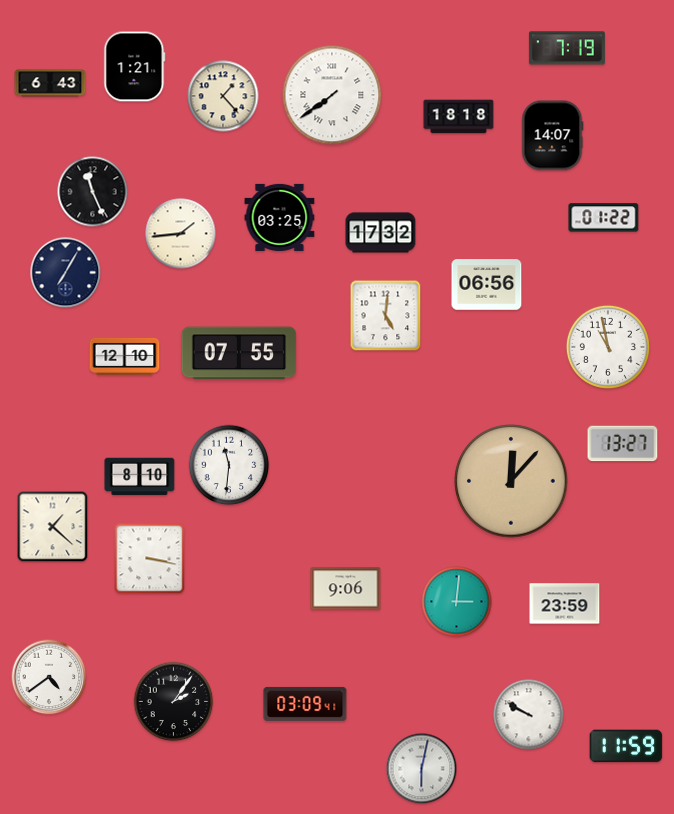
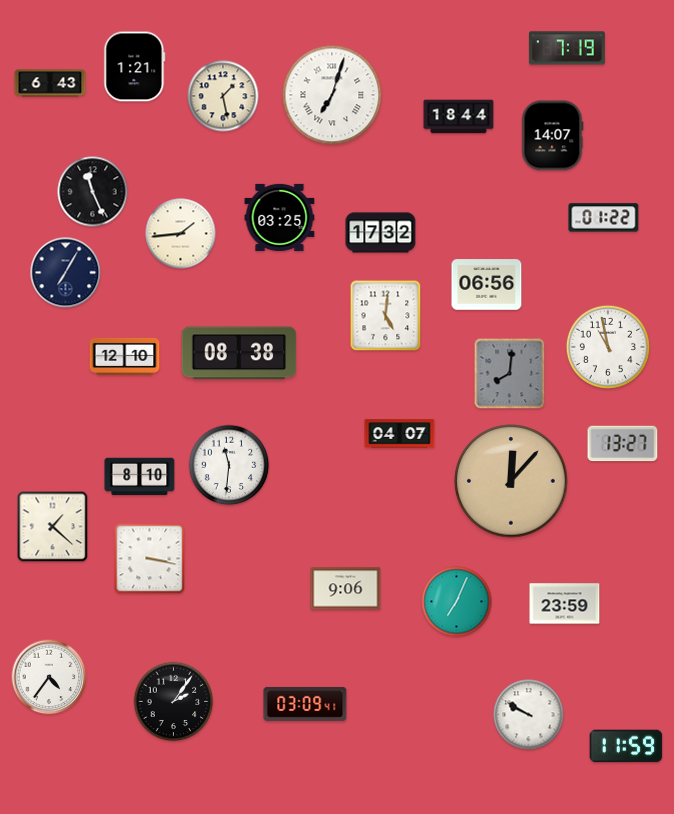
clock at (332, 95): 7:39 -> 7:03
clock at (223, 96): 1:23 -> 1:28
clock at (459, 117): 18:18 -> 18:44
clock at (239, 353): 07:55 -> 08:38
clock at (510, 374): none -> 8:01
clock at (400, 434): none -> 04:07
clock at (457, 602): 3:01 -> 7:04
clock at (49, 677): 4:39 -> 4:36
clock at (422, 769): 6:02 -> none
